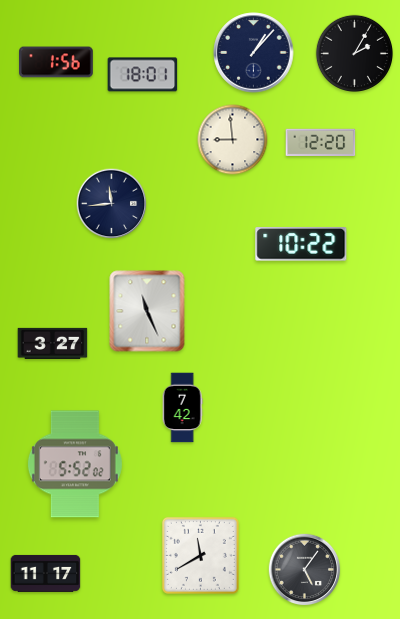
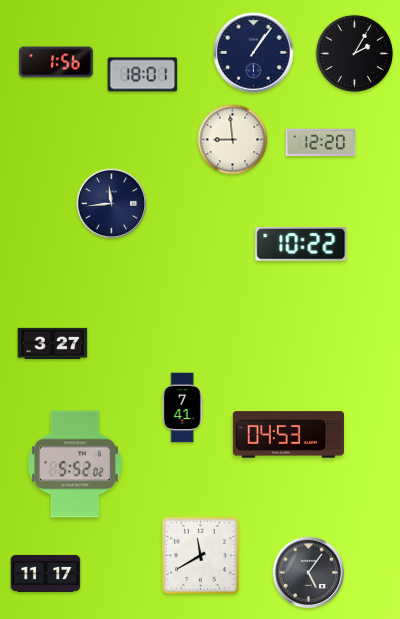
clock at (254, 53): 1:07 -> 1:06
clock at (147, 311): 11:26 -> none
clock at (182, 408): 7:42 -> 7:41
clock at (288, 435): none -> 04:53
clock at (305, 570) position: (305, 570) -> (309, 573)
